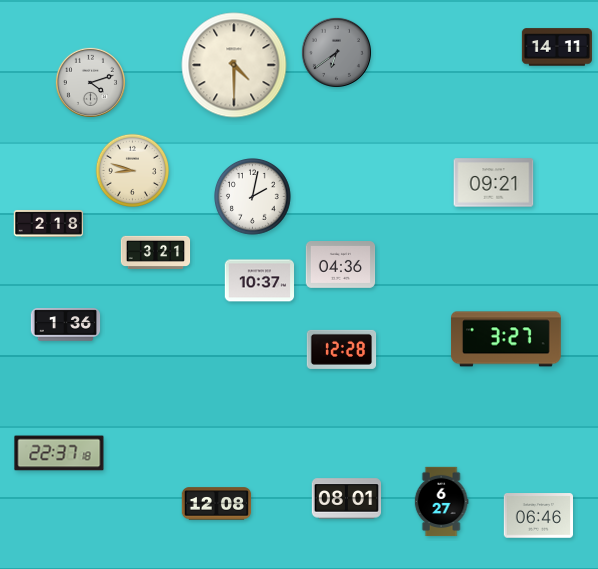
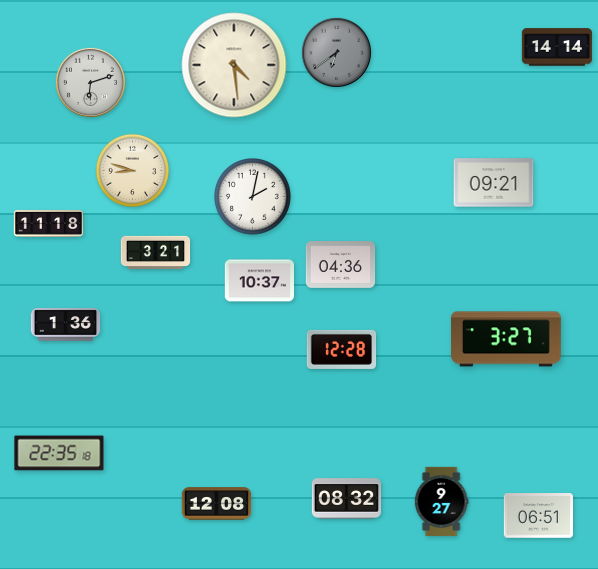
clock at (557, 47): 14:11 -> 14:14
clock at (234, 65): 4:30 -> 4:29
clock at (90, 82): 4:12 -> 6:12
clock at (49, 223): 2:18 -> 11:18
clock at (59, 453): 22:37 -> 22:35
clock at (347, 499): 08:01 -> 08:32
clock at (441, 502): 6:27 -> 9:27
clock at (538, 516): 06:46 -> 06:51
